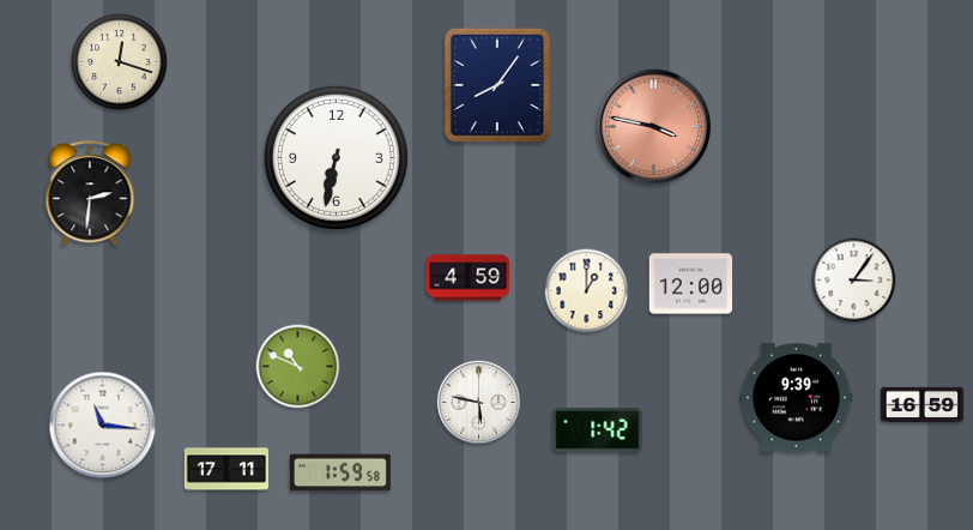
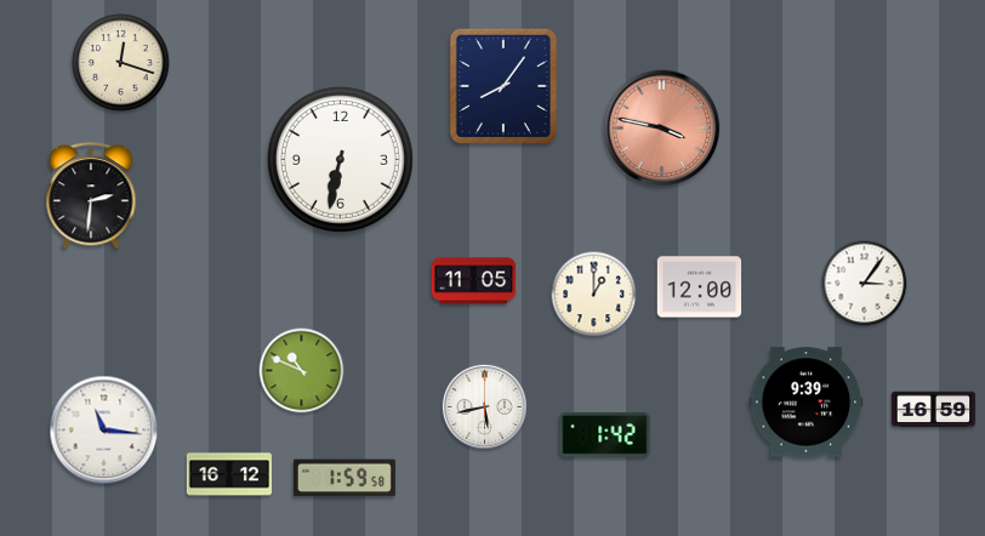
clock at (469, 278): 4:59 -> 11:05
clock at (478, 402): 5:47 -> 5:43
clock at (226, 469): 17:11 -> 16:12
